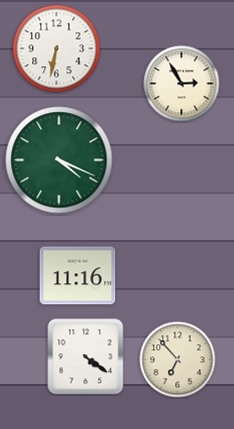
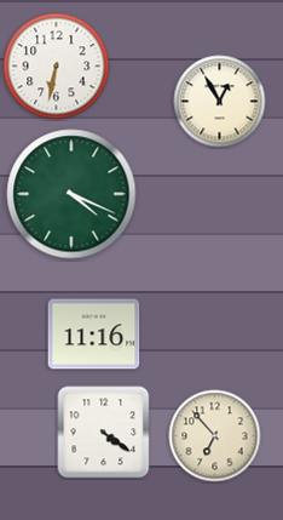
clock at (57, 49) position: (57, 49) -> (57, 67)
clock at (182, 84): 2:55 -> 12:55
